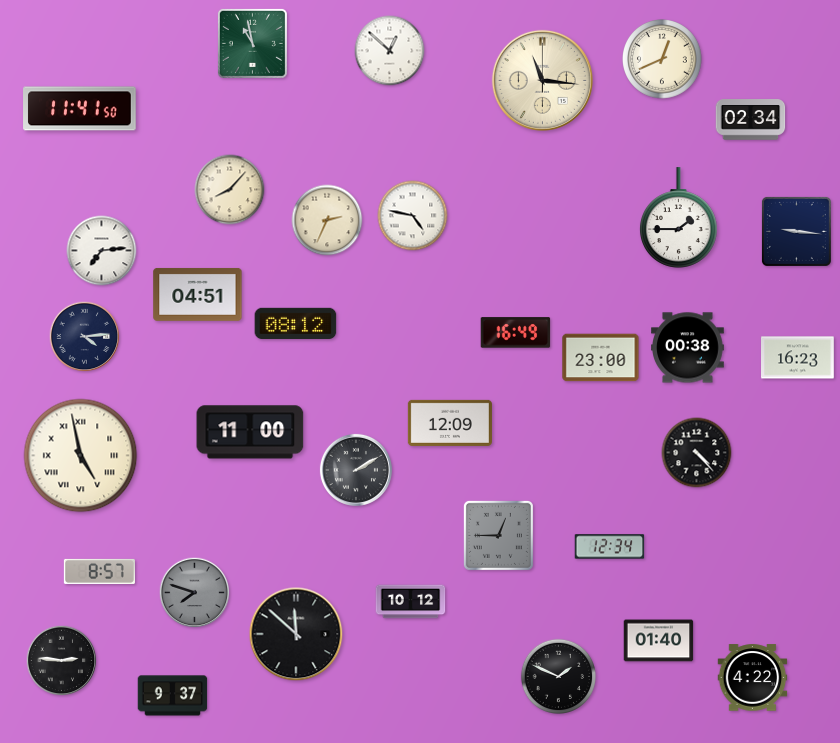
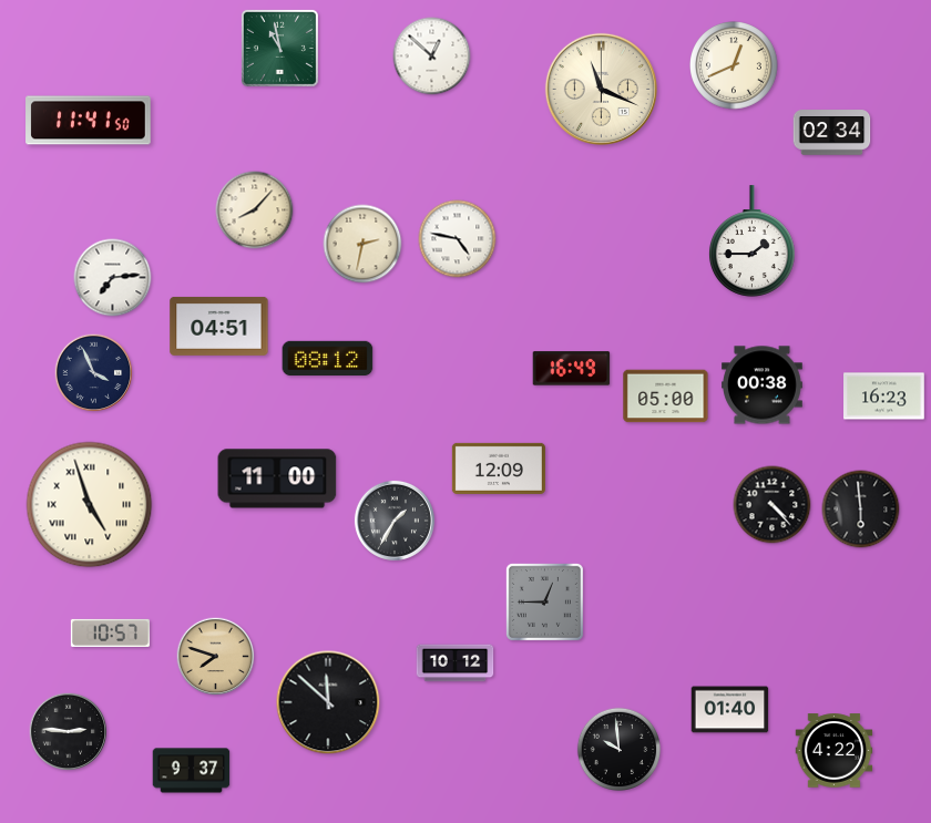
clock at (542, 80): 11:16 -> 11:19
clock at (327, 220): 2:34 -> 2:32
clock at (796, 231): 9:16 -> none
clock at (85, 337): 4:14 -> 3:56
clock at (601, 358): 23:00 -> 05:00
clock at (697, 453) position: (697, 453) -> (773, 505)
clock at (81, 456): 4:58 -> 4:57
clock at (861, 510): none -> 5:59
clock at (356, 470): 2:10 -> 1:35
clock at (498, 535) position: (498, 535) -> (544, 601)
clock at (610, 547): 12:34 -> none
clock at (99, 571): 8:57 -> 10:57
clock at (195, 593) dial: grey -> champagne
clock at (411, 602) position: (411, 602) -> (456, 663)
clock at (559, 677): 1:49 -> 9:59
